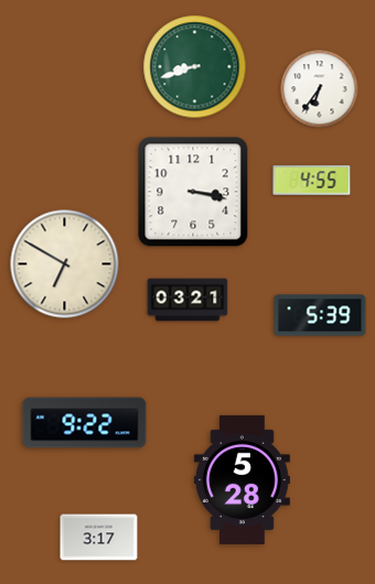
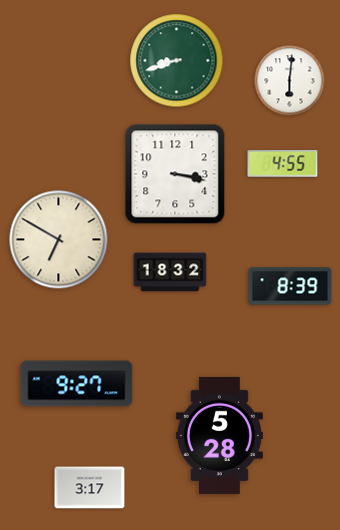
clock at (320, 89): 6:36 -> 6:01
clock at (187, 300): 03:21 -> 18:32
clock at (320, 315): 5:39 -> 8:39
clock at (85, 423): 9:22 -> 9:27
